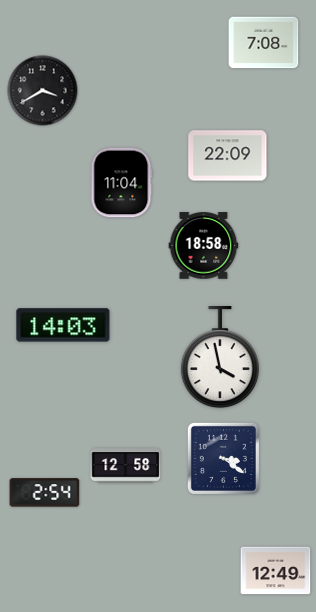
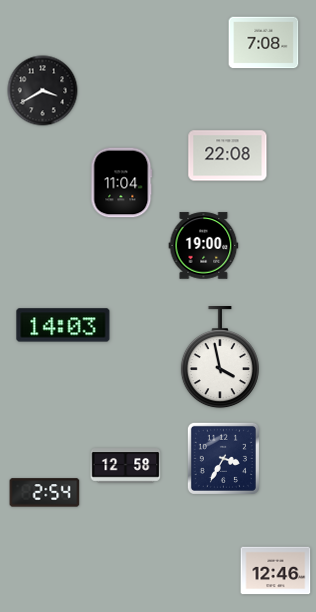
clock at (228, 156): 22:09 -> 22:08
clock at (204, 246): 18:58 -> 19:00
clock at (223, 458): 3:21 -> 3:35
clock at (276, 571): 12:49 -> 12:46
